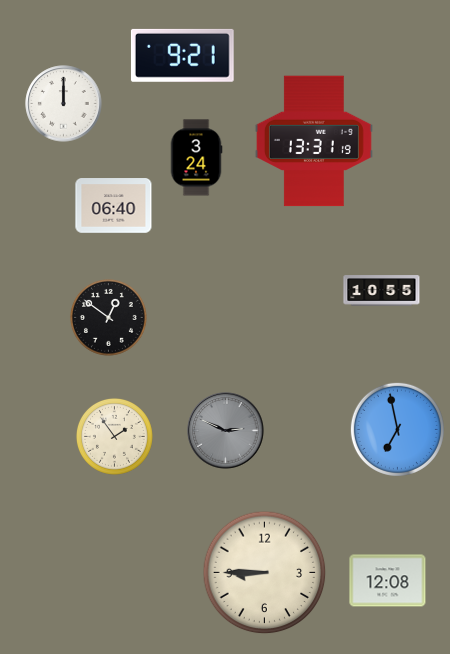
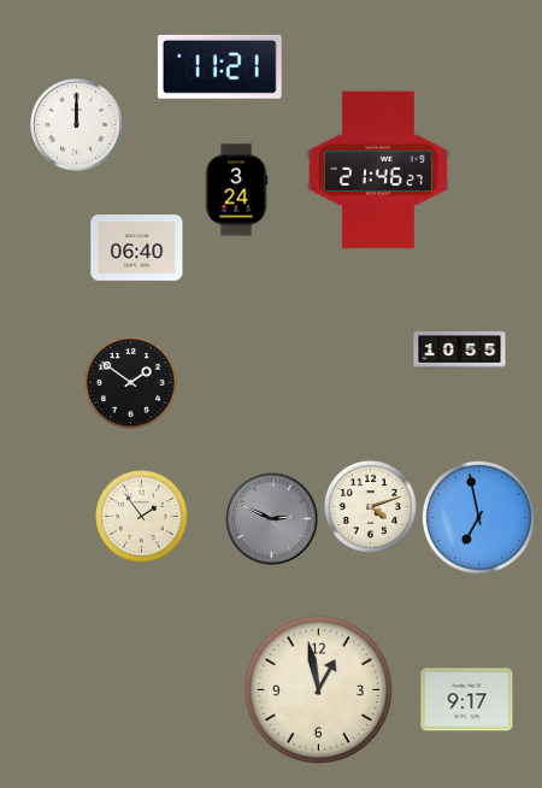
clock at (182, 55): 9:21 -> 11:21
clock at (314, 141): 13:31 -> 21:46
clock at (108, 317): 12:51 -> 1:51
clock at (370, 506): none -> 4:12
clock at (114, 436) position: (114, 436) -> (141, 516)
clock at (265, 573): 8:45 -> 12:58
clock at (388, 581): 12:08 -> 9:17
